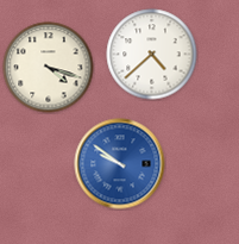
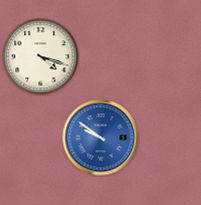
clock at (152, 55): 4:38 -> none
